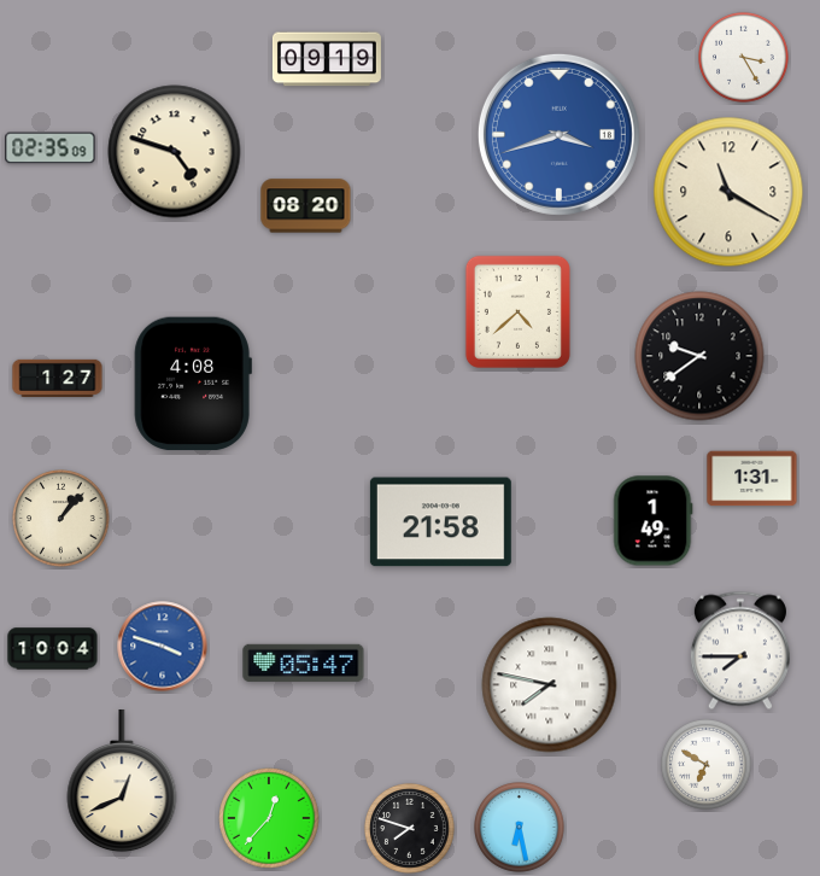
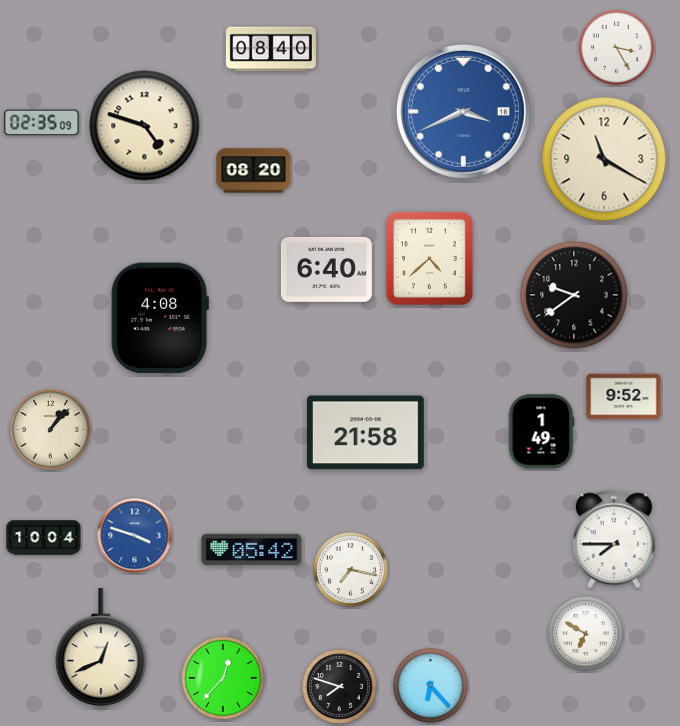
clock at (327, 59): 09:19 -> 08:40
clock at (558, 134): 3:42 -> 3:41
clock at (326, 269): none -> 6:40
clock at (699, 356) position: (699, 356) -> (574, 295)
clock at (58, 378): 1:27 -> none
clock at (752, 479): 1:31 -> 9:52
clock at (304, 662): 05:47 -> 05:42
clock at (550, 685): 7:47 -> none
clock at (351, 570): none -> 7:17
clock at (520, 828): 6:28 -> 6:23
